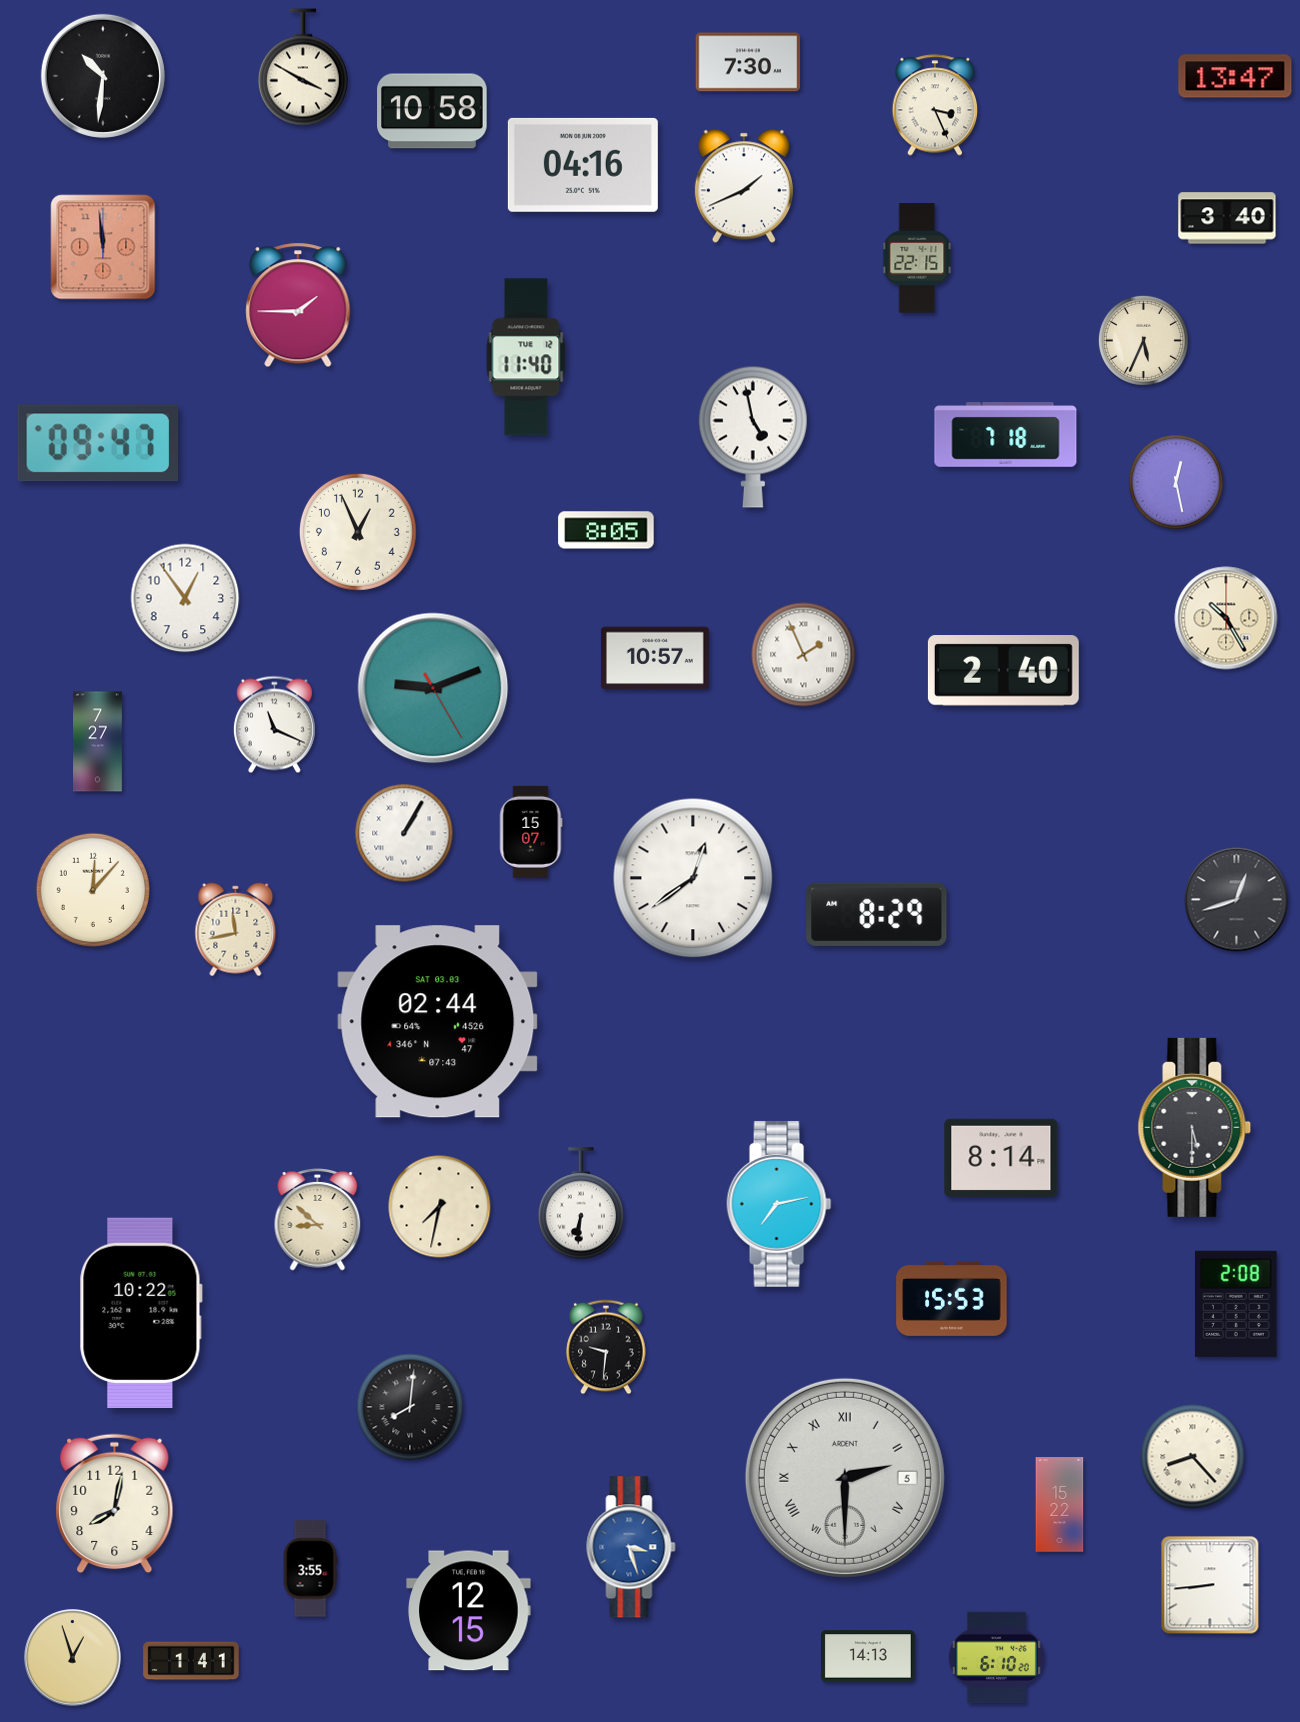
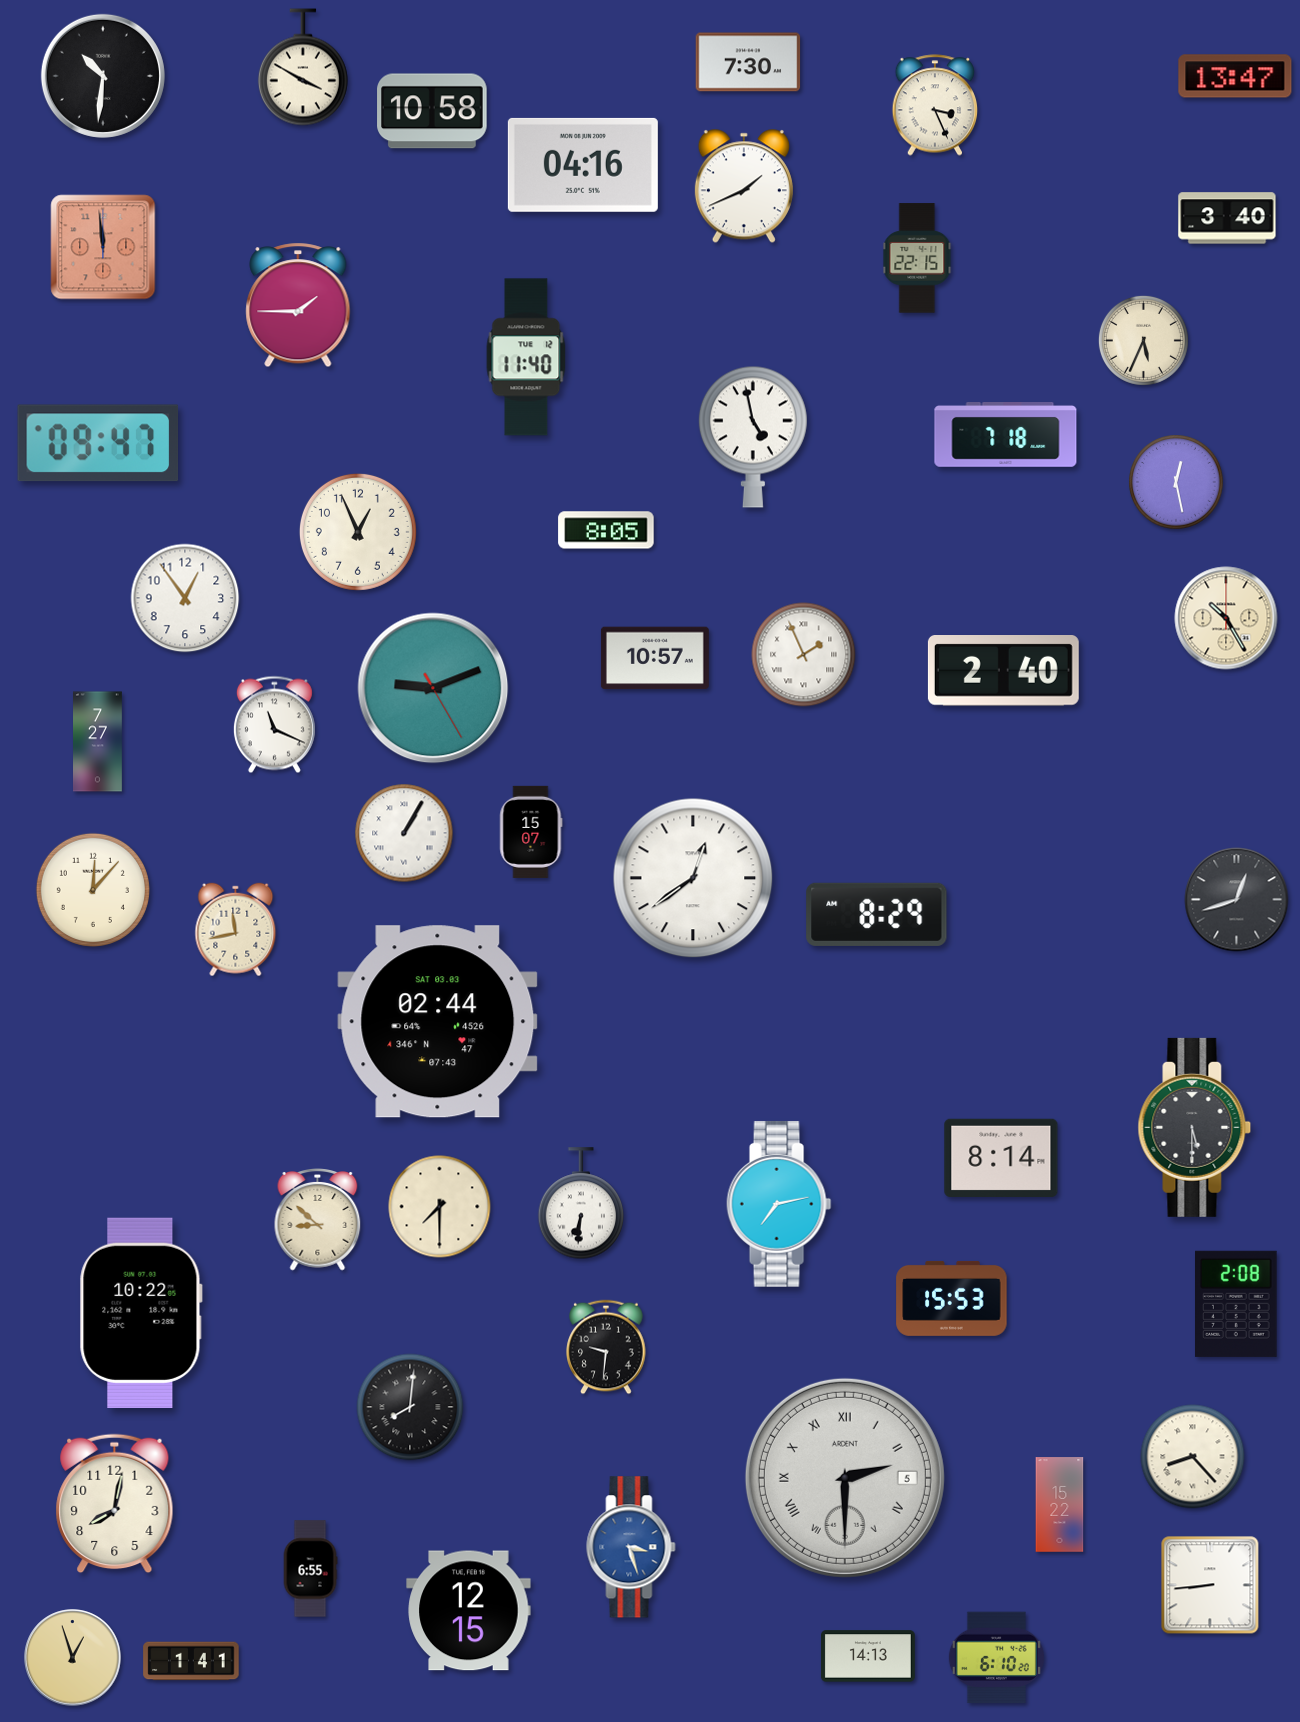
clock at (440, 1207): 7:32 -> 7:30
clock at (310, 1569): 3:55 -> 6:55
